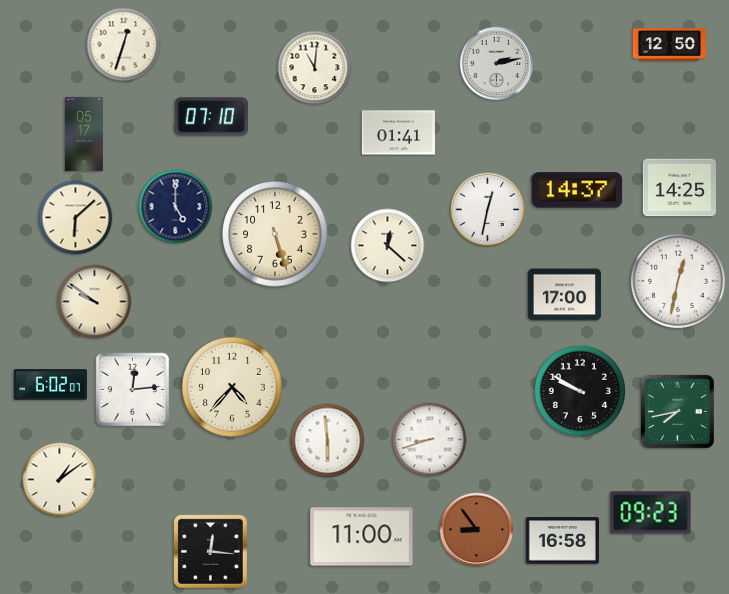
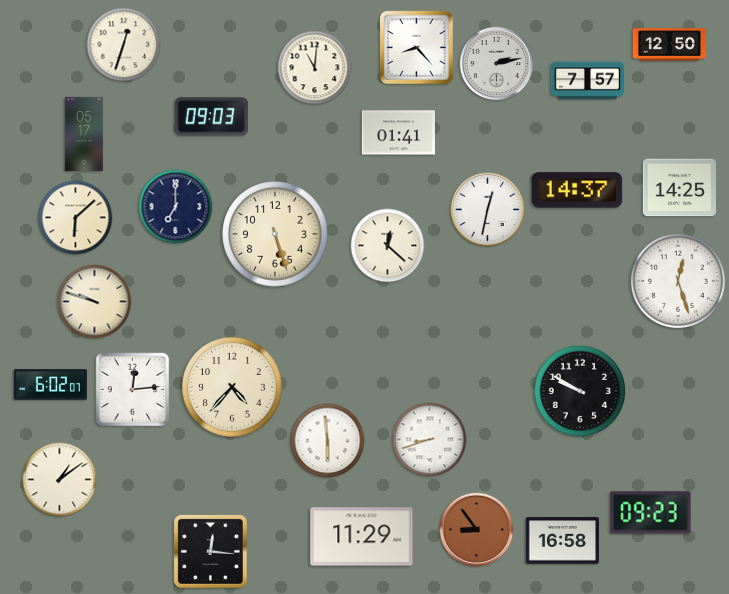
clock at (416, 47): none -> 8:23
clock at (587, 81): none -> 7:57
clock at (211, 117): 07:10 -> 09:03
clock at (176, 207): 5:00 -> 7:00
clock at (678, 281): 12:32 -> 12:27
clock at (564, 295): 17:00 -> none
clock at (95, 302): 9:51 -> 9:48
clock at (677, 411): 7:43 -> none
clock at (362, 537): 11:00 -> 11:29
